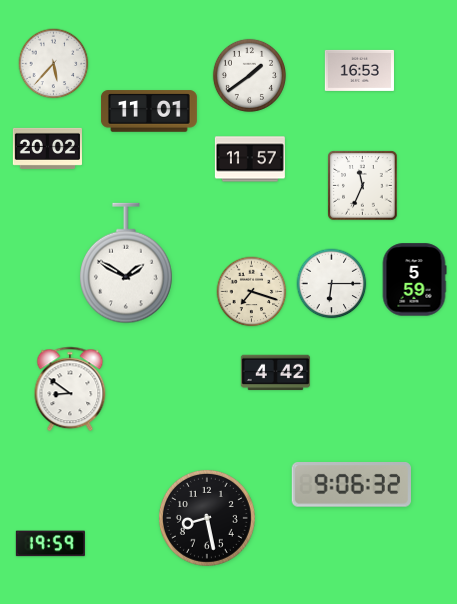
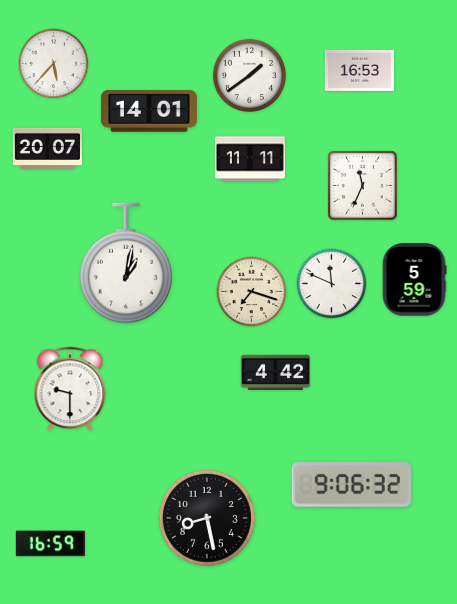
clock at (149, 111): 11:01 -> 14:01
clock at (47, 148): 20:02 -> 20:07
clock at (250, 159): 11:57 -> 11:11
clock at (126, 263): 1:50 -> 1:02
clock at (332, 284): 6:15 -> 11:49
clock at (70, 389): 8:51 -> 9:30
clock at (50, 544): 19:59 -> 16:59
